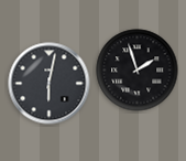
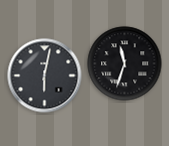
clock at (138, 71): 1:57 -> 11:33
